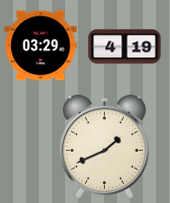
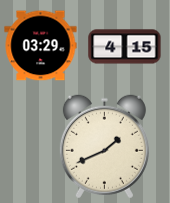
clock at (125, 47): 4:19 -> 4:15
